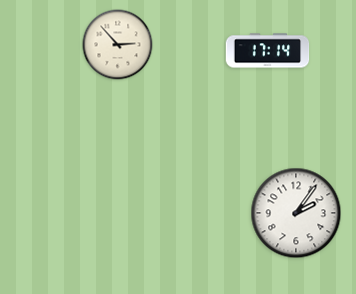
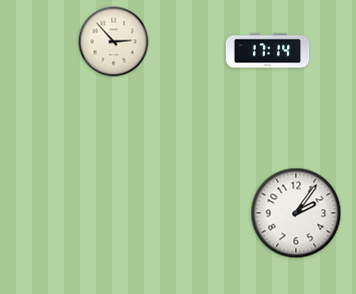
clock at (118, 45) position: (118, 45) -> (114, 42)
